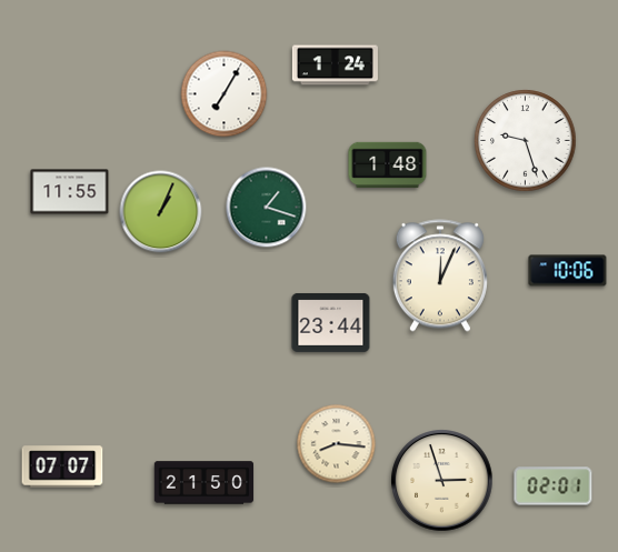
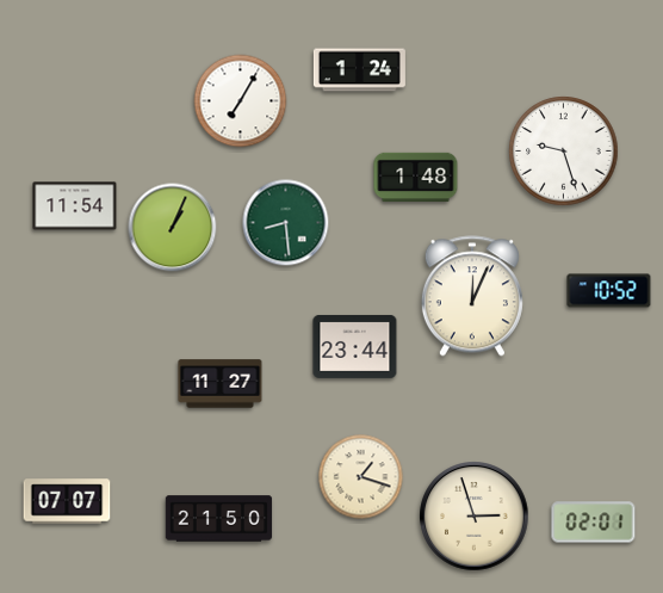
clock at (70, 192): 11:55 -> 11:54
clock at (267, 208): 1:18 -> 8:29
clock at (568, 271): 10:06 -> 10:52
clock at (221, 384): none -> 11:27
clock at (337, 444): 8:16 -> 1:18
